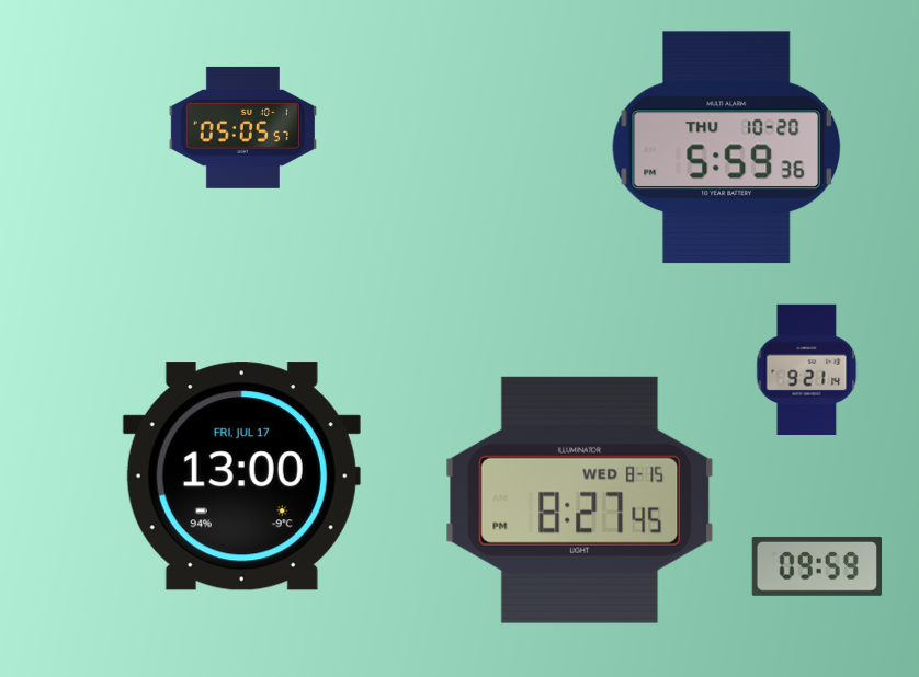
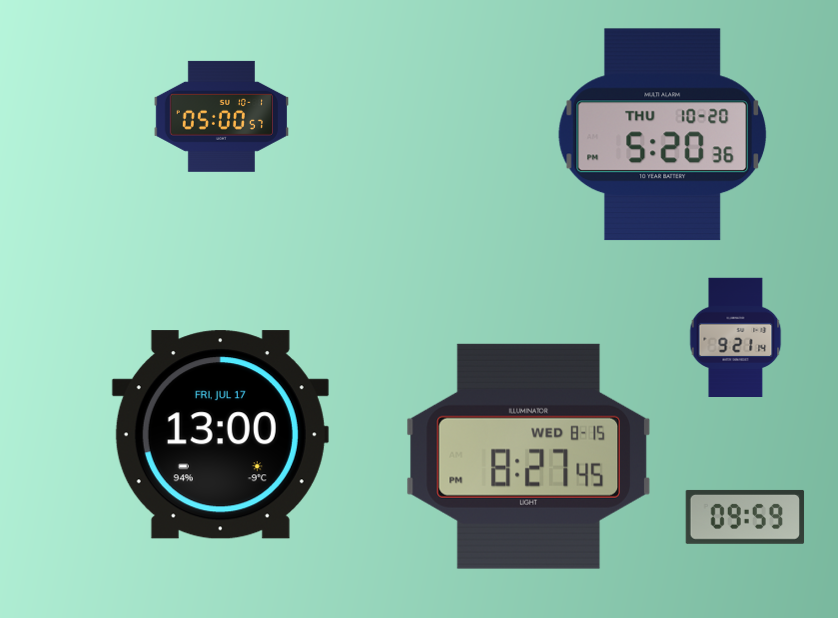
clock at (242, 127): 05:05 -> 05:00
clock at (726, 148): 5:59 -> 5:20
